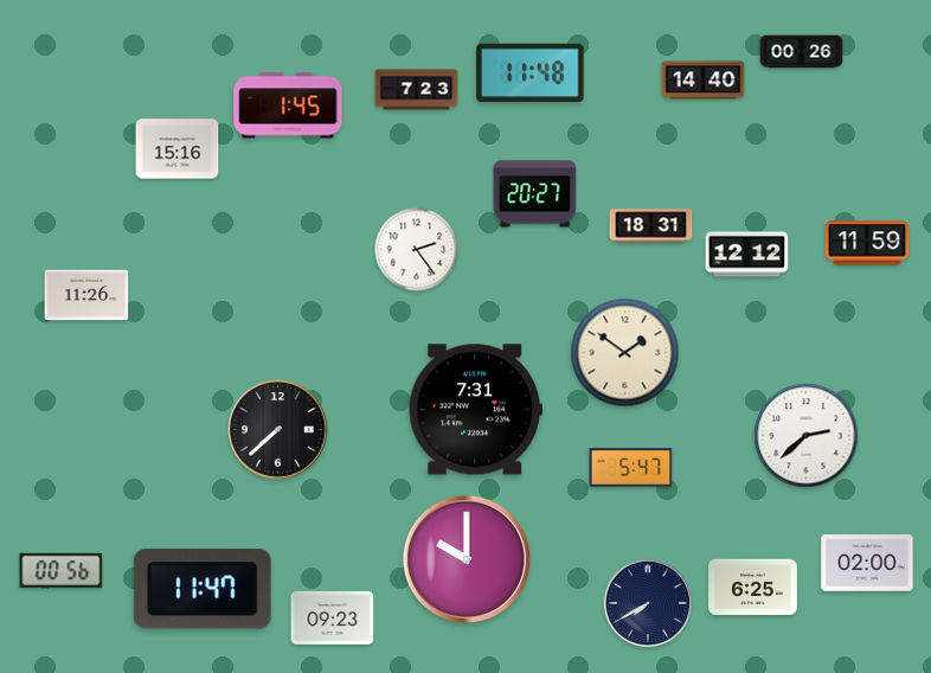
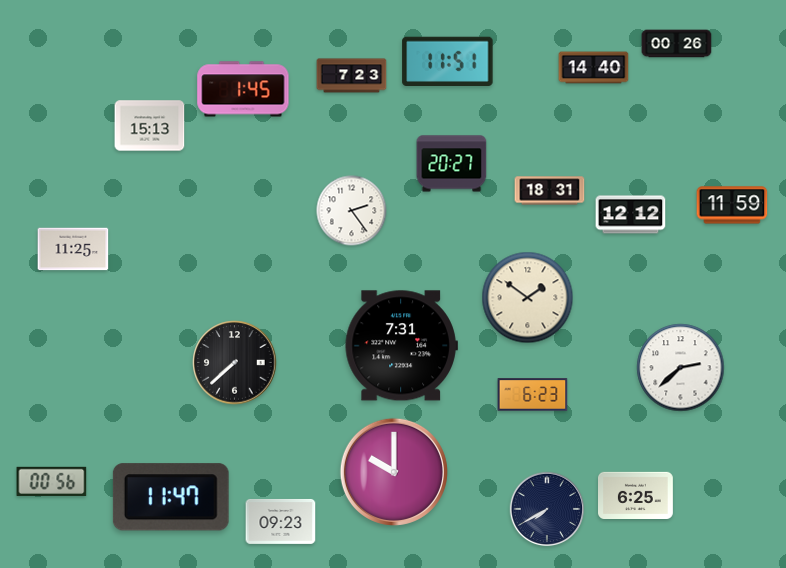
clock at (531, 72): 11:48 -> 11:51
clock at (178, 149): 15:16 -> 15:13
clock at (86, 295): 11:26 -> 11:25
clock at (631, 468): 5:47 -> 6:23
clock at (867, 563): 02:00 -> none
